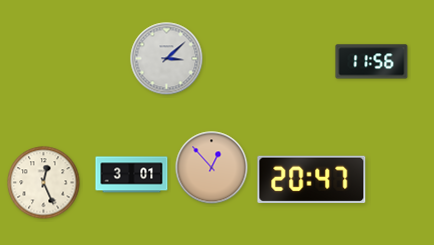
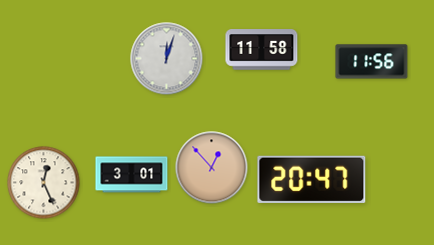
clock at (262, 50): none -> 11:58
clock at (167, 59): 3:08 -> 12:03
